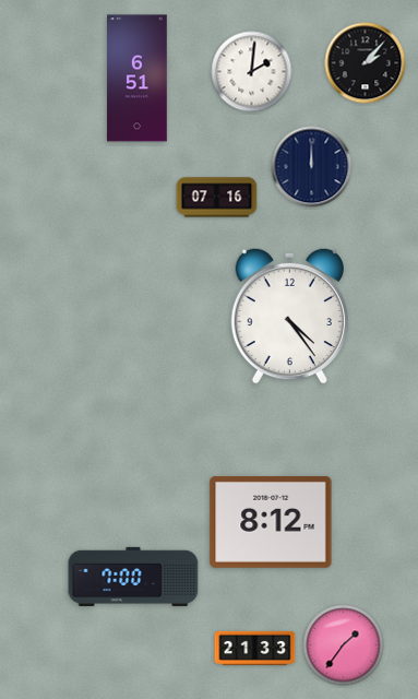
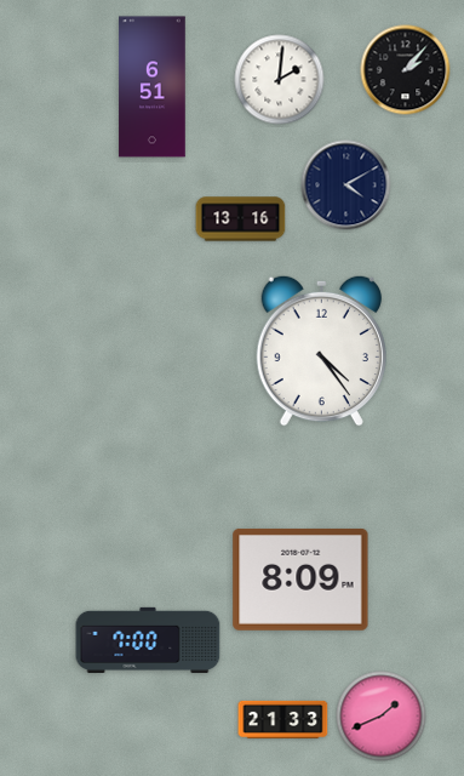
clock at (312, 167): 12:00 -> 4:10
clock at (217, 198): 07:16 -> 13:16
clock at (271, 522): 8:12 -> 8:09
clock at (344, 645): 1:36 -> 1:41
